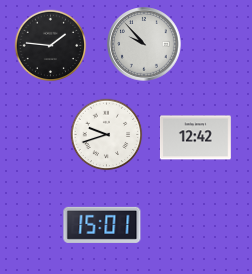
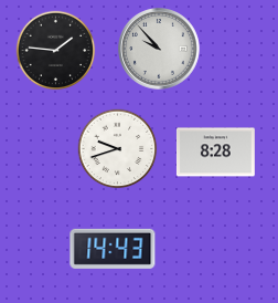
clock at (195, 138): 12:42 -> 8:28
clock at (102, 225): 15:01 -> 14:43
